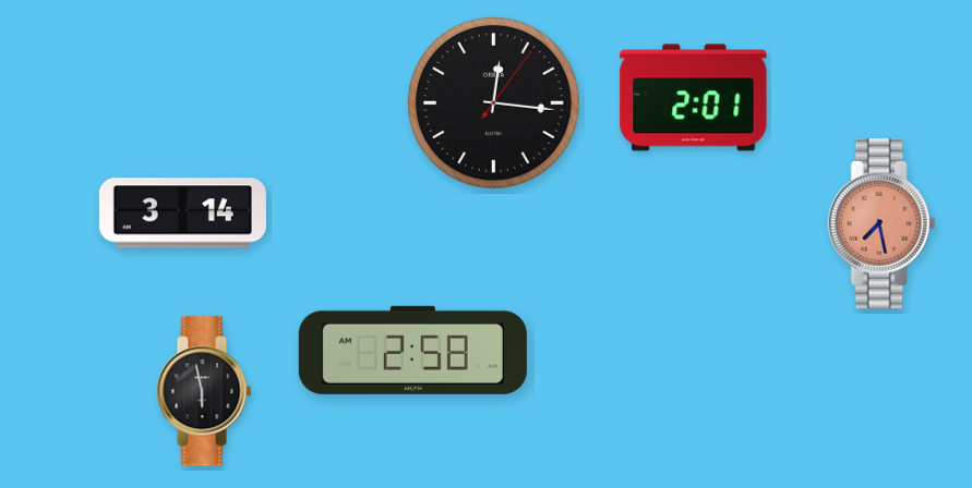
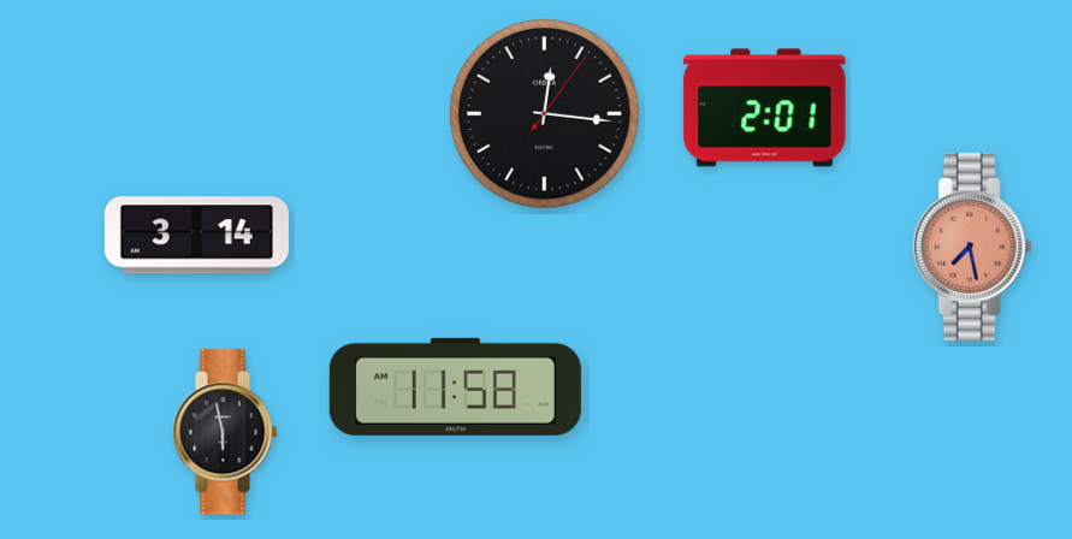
clock at (182, 213) position: (182, 213) -> (196, 236)
clock at (412, 350): 2:58 -> 11:58
